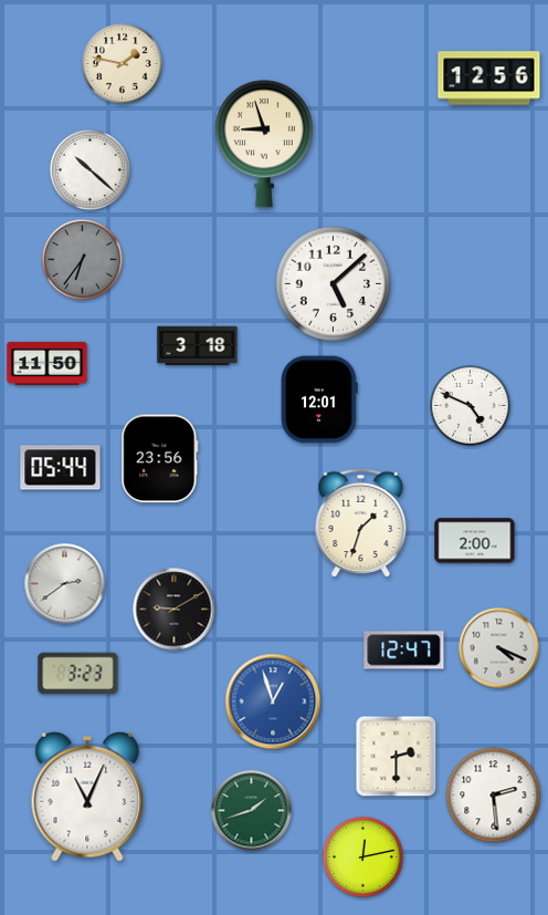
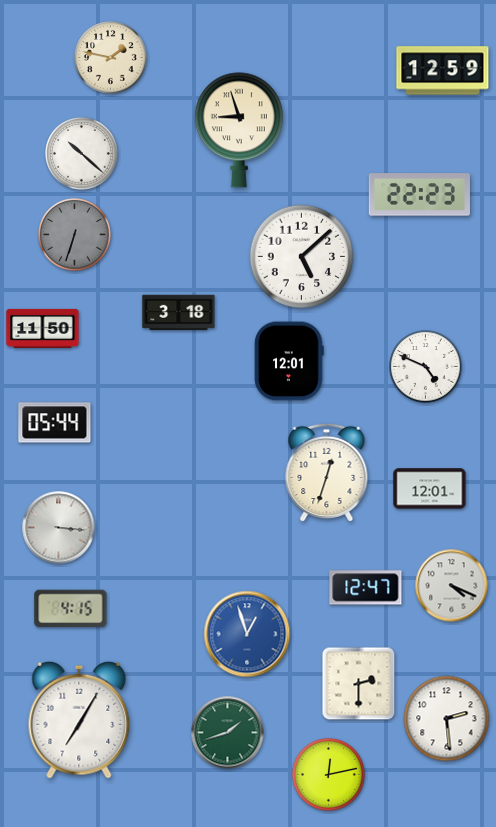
clock at (489, 79): 12:56 -> 12:59
clock at (419, 195): none -> 22:23
clock at (83, 260): 6:36 -> 6:33
clock at (160, 459): 23:56 -> none
clock at (361, 523): 1:33 -> 12:33
clock at (475, 541): 2:00 -> 12:01
clock at (65, 584): 2:39 -> 3:16
clock at (175, 610): 9:10 -> none
clock at (78, 674): 3:23 -> 4:15
clock at (87, 797): 11:04 -> 7:05
